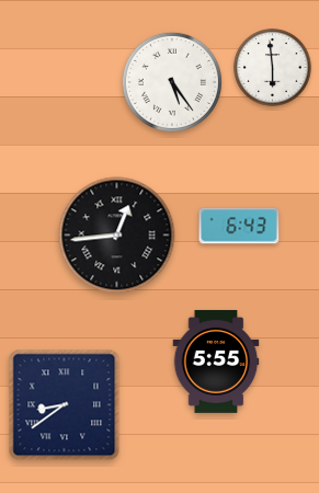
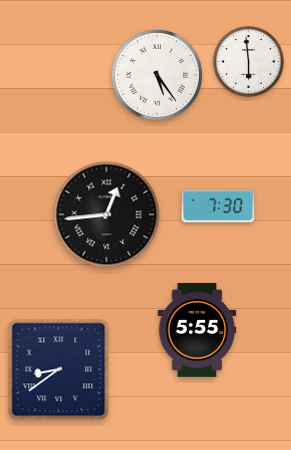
clock at (239, 226): 6:43 -> 7:30
